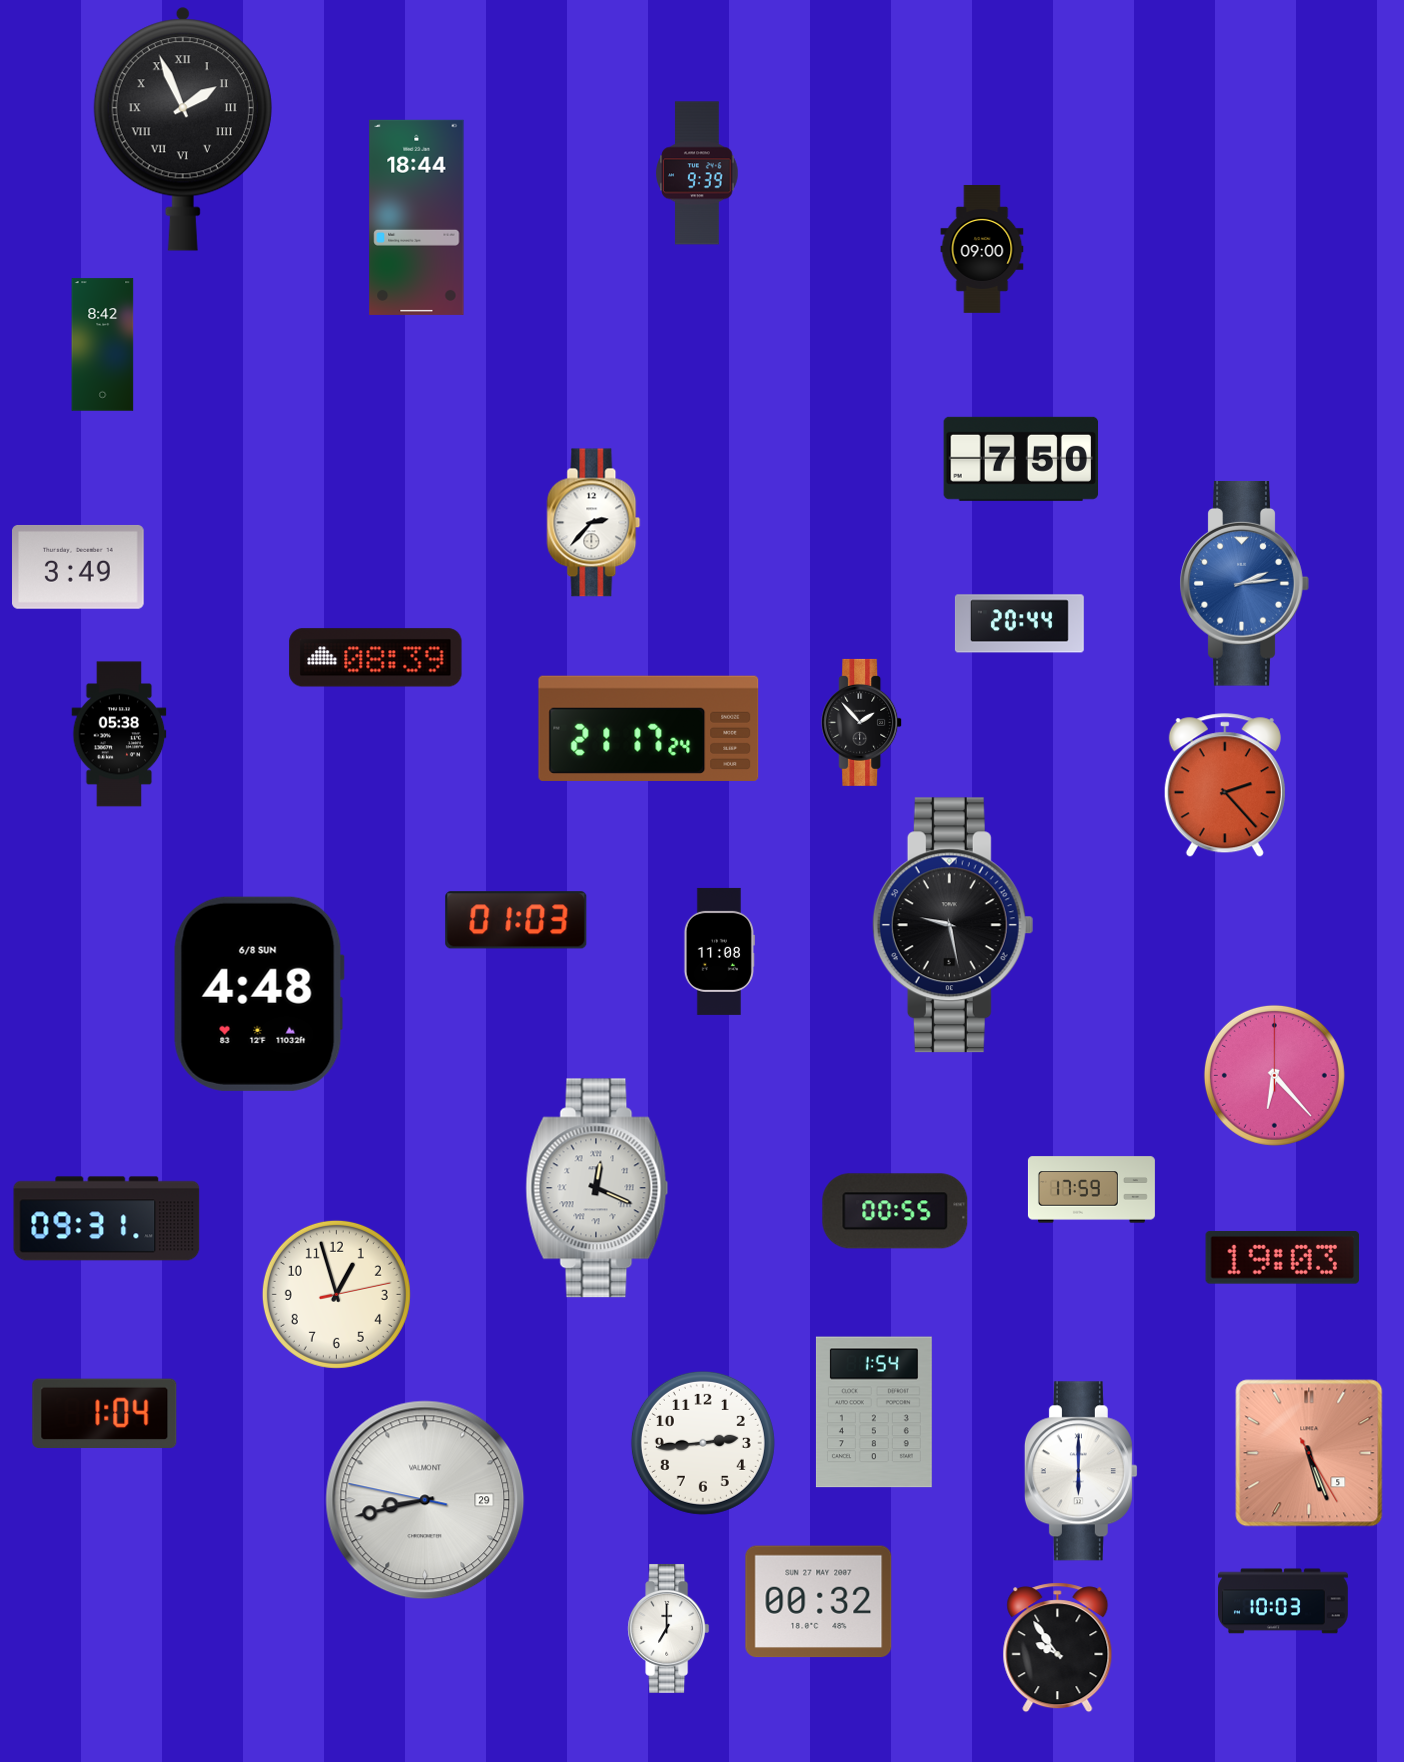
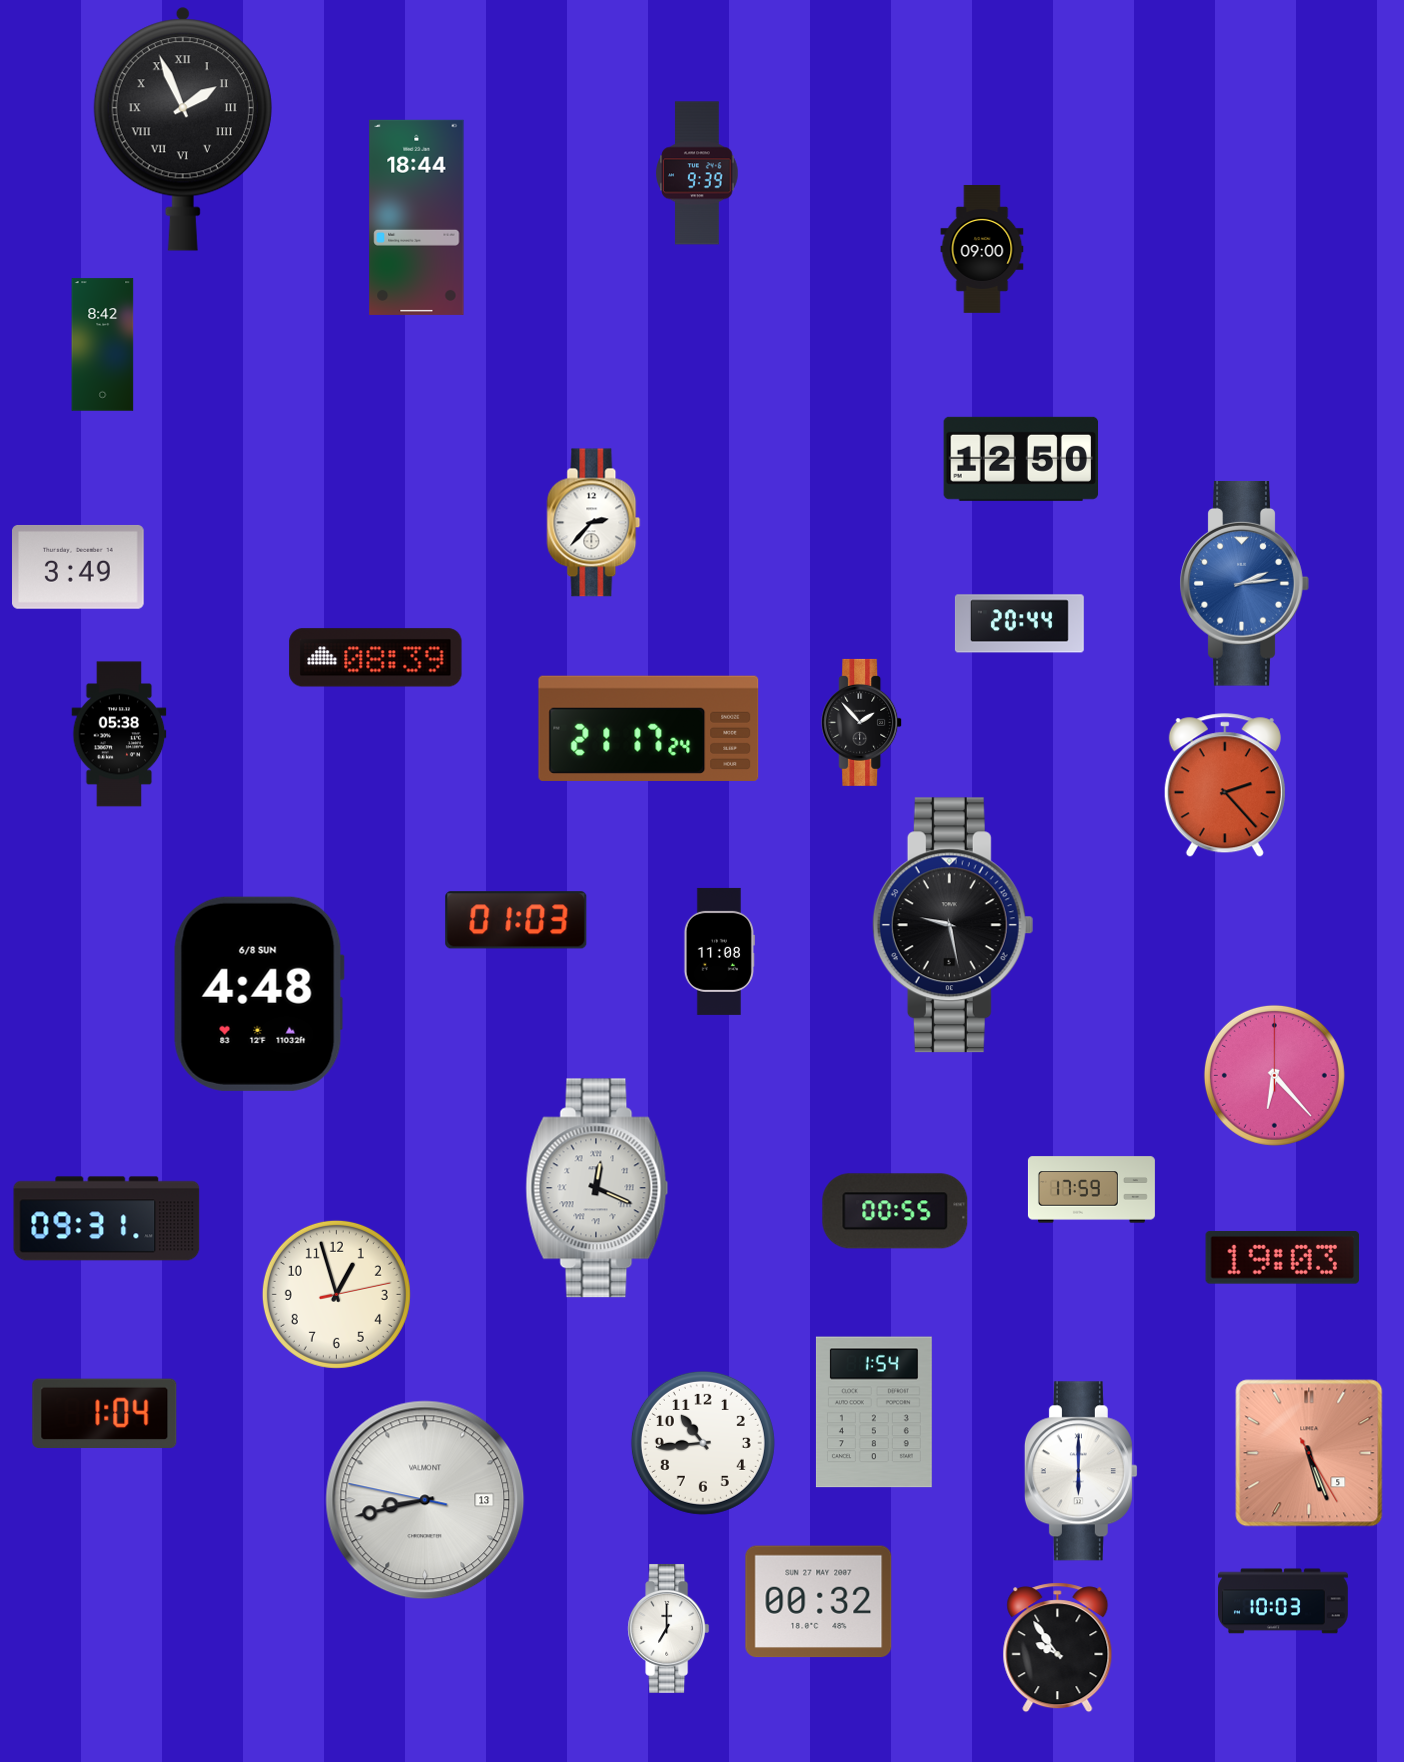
clock at (1021, 459): 7:50 -> 12:50
clock at (703, 1443): 2:44 -> 10:44
clock at (425, 1500) date: 29 -> 13
